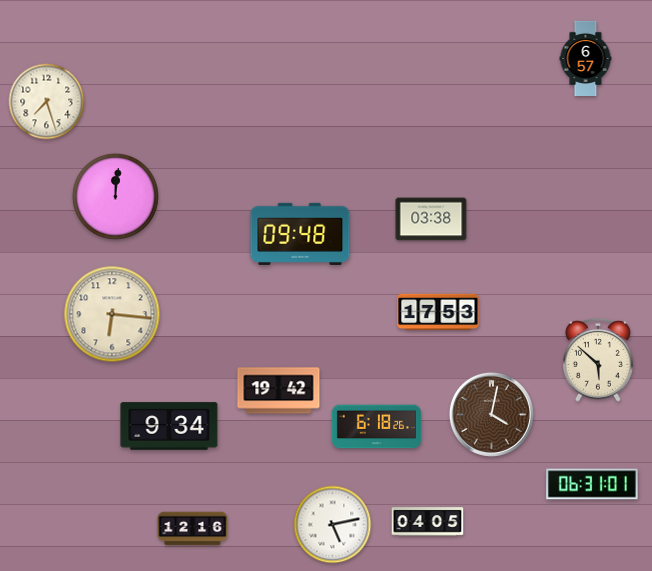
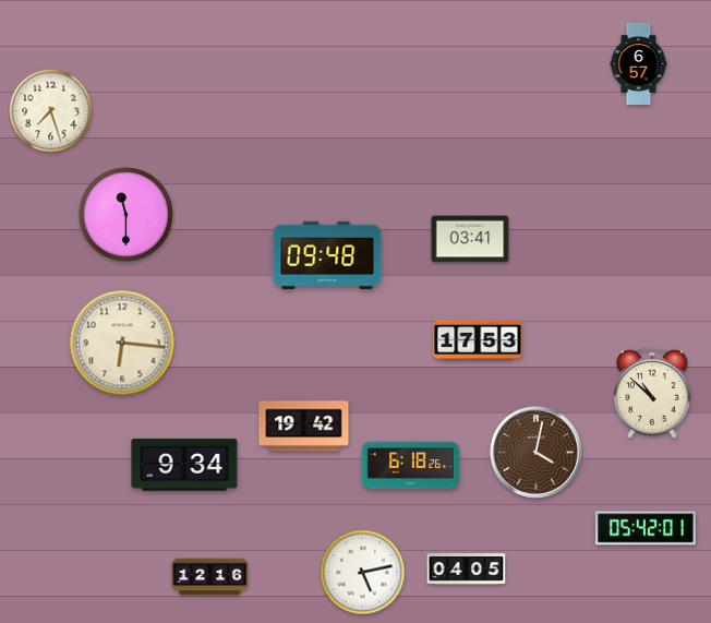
clock at (115, 196): 12:01 -> 11:30
clock at (431, 219): 03:38 -> 03:41
clock at (599, 360): 5:52 -> 10:52
clock at (592, 484): 06:31 -> 05:42
